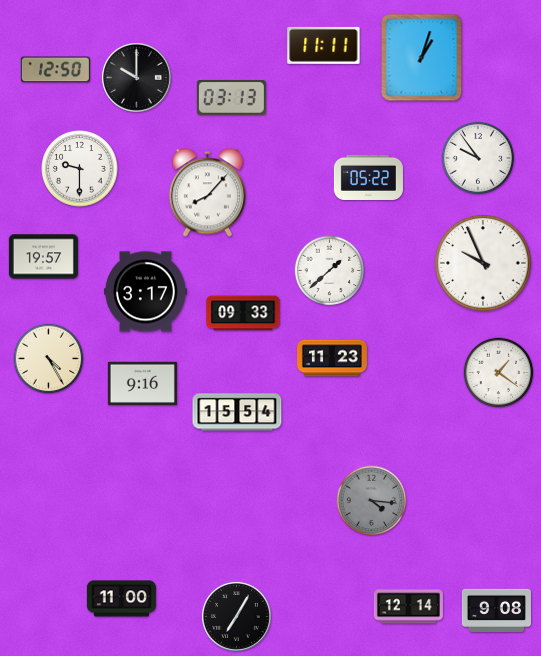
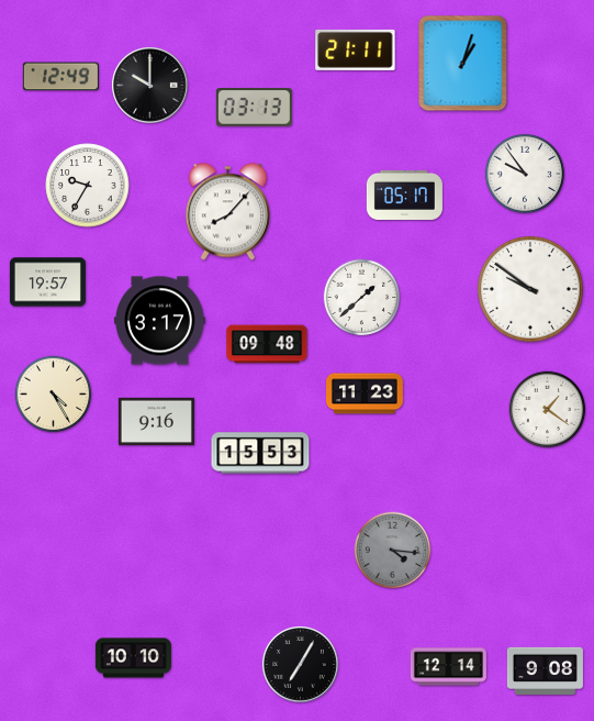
clock at (324, 45): 11:11 -> 21:11
clock at (55, 70): 12:50 -> 12:49
clock at (80, 169): 9:30 -> 9:35
clock at (368, 177): 05:22 -> 05:17
clock at (483, 263): 9:56 -> 9:51
clock at (243, 313): 09:33 -> 09:48
clock at (237, 412): 15:54 -> 15:53
clock at (372, 501) position: (372, 501) -> (393, 551)
clock at (121, 599): 11:00 -> 10:10
clock at (237, 617) position: (237, 617) -> (301, 665)
